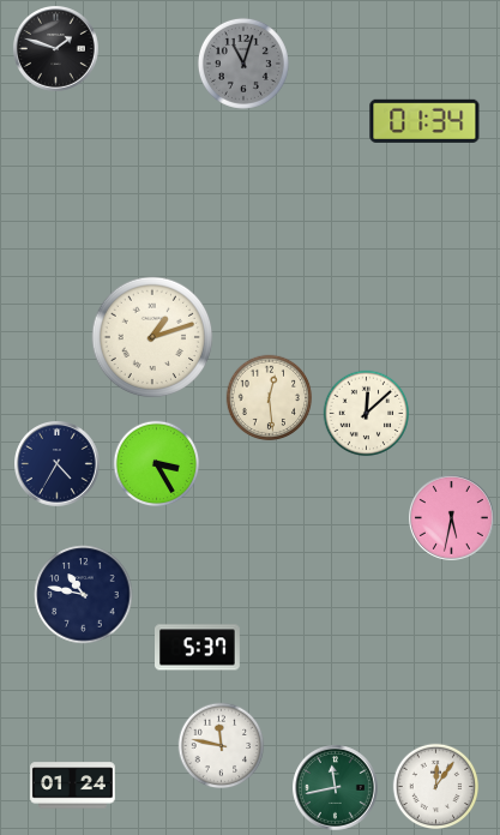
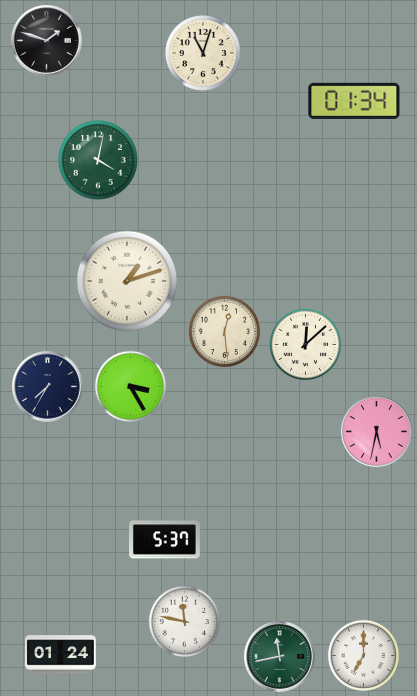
clock at (243, 64) dial: grey -> cream
clock at (98, 160): none -> 4:02
clock at (58, 464): 4:35 -> 7:35
clock at (84, 595): 10:47 -> none
clock at (436, 787): 12:06 -> 7:00
